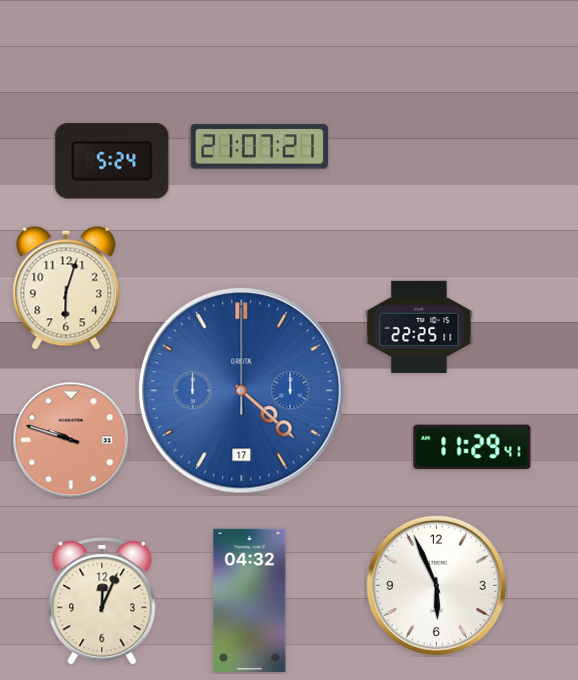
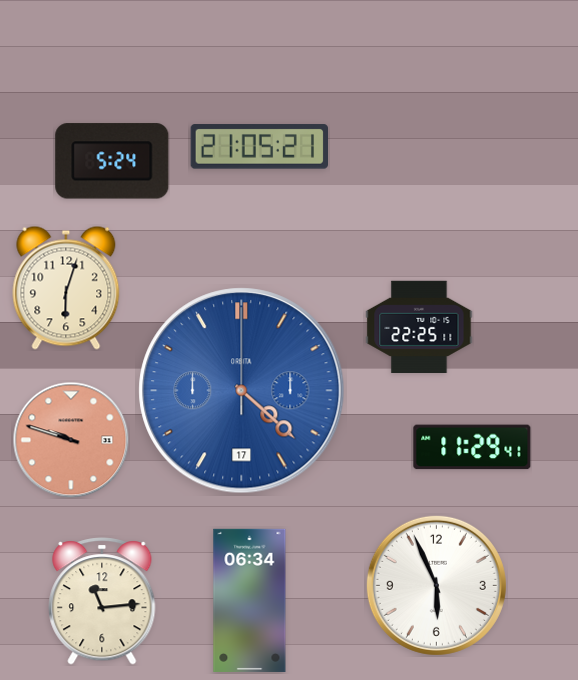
clock at (259, 147): 21:07 -> 21:05
clock at (250, 600): 04:32 -> 06:34
clock at (102, 601): 12:04 -> 11:14
